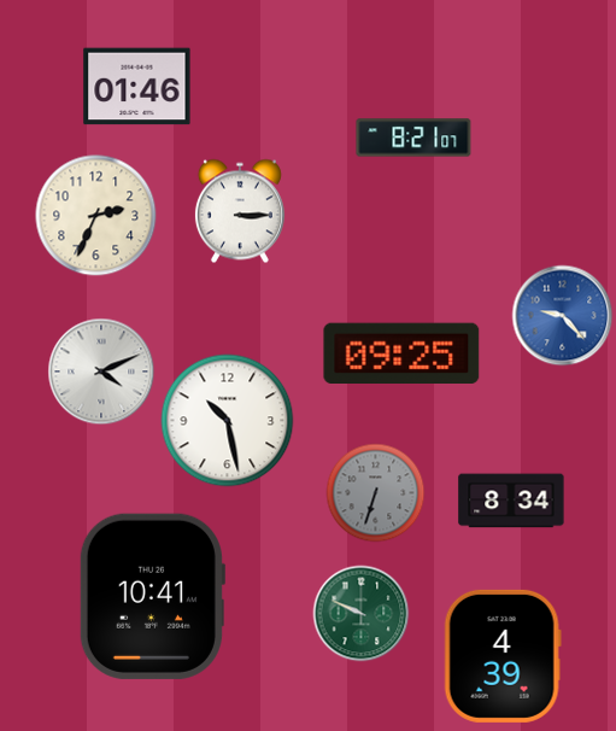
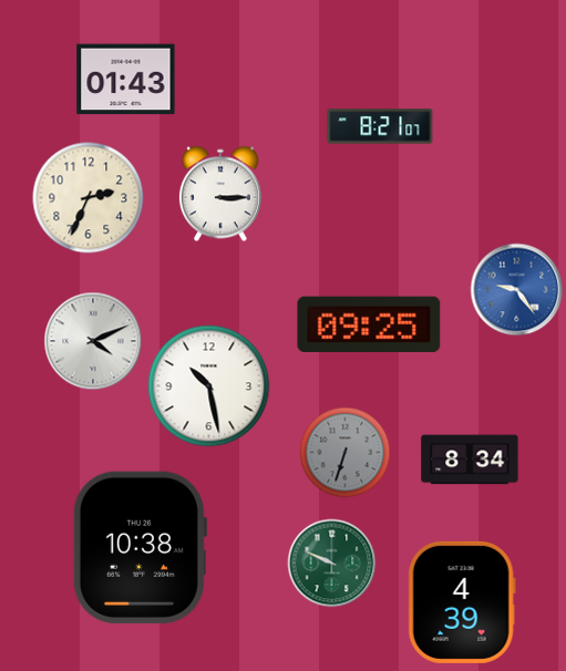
clock at (137, 87): 01:46 -> 01:43
clock at (563, 316): 9:23 -> 9:24
clock at (152, 596): 10:41 -> 10:38
